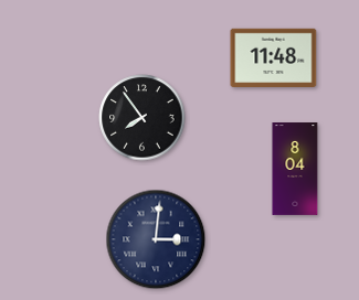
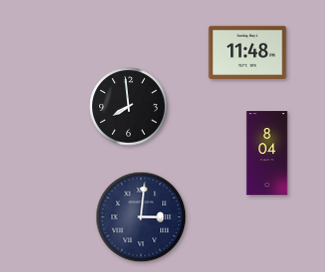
clock at (142, 118): 7:54 -> 7:59
